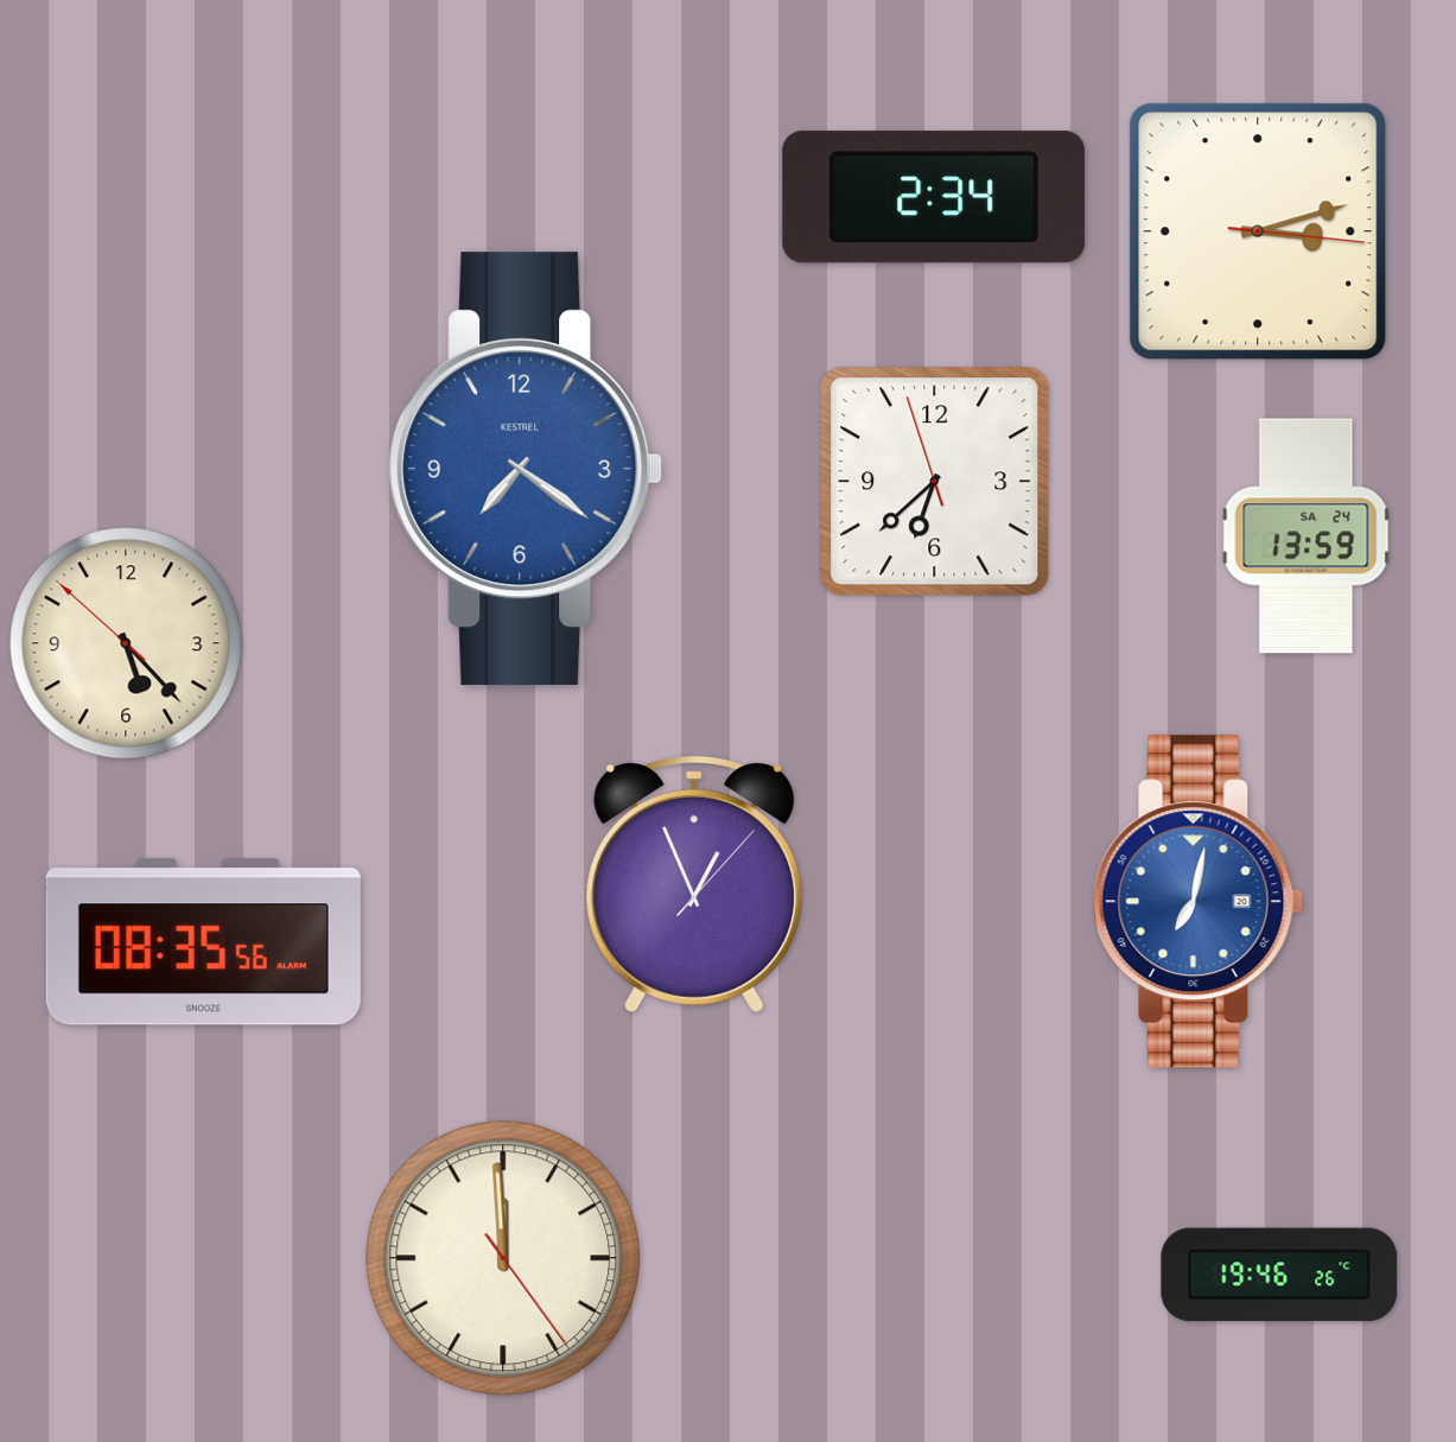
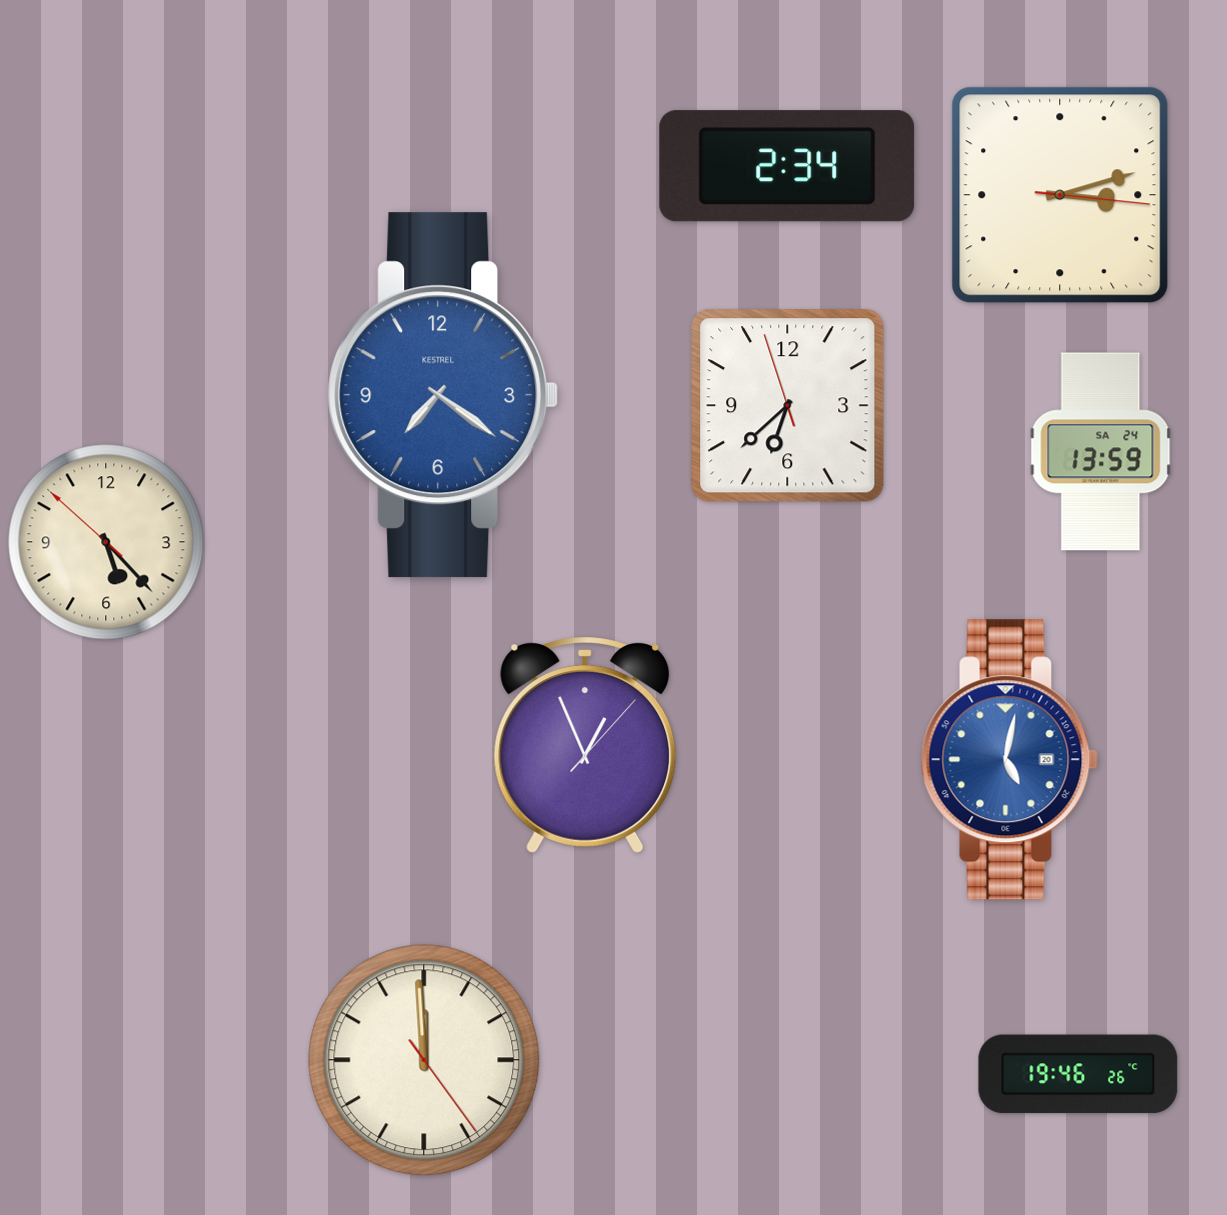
clock at (1197, 902): 7:02 -> 5:02
clock at (203, 942): 08:35 -> none
